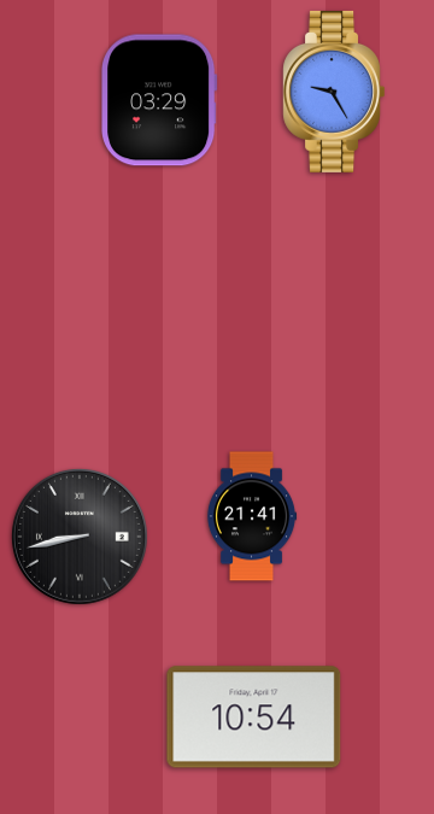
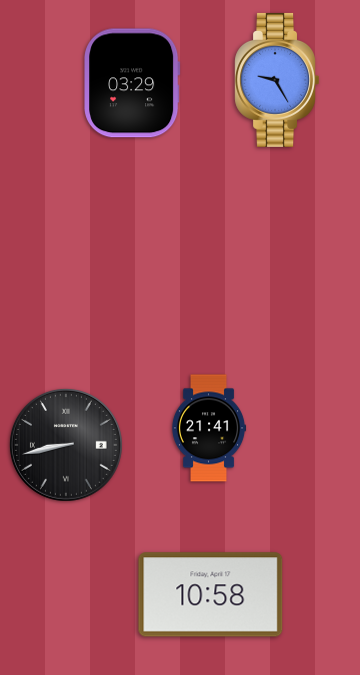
clock at (333, 92) position: (333, 92) -> (276, 80)
clock at (254, 718): 10:54 -> 10:58
